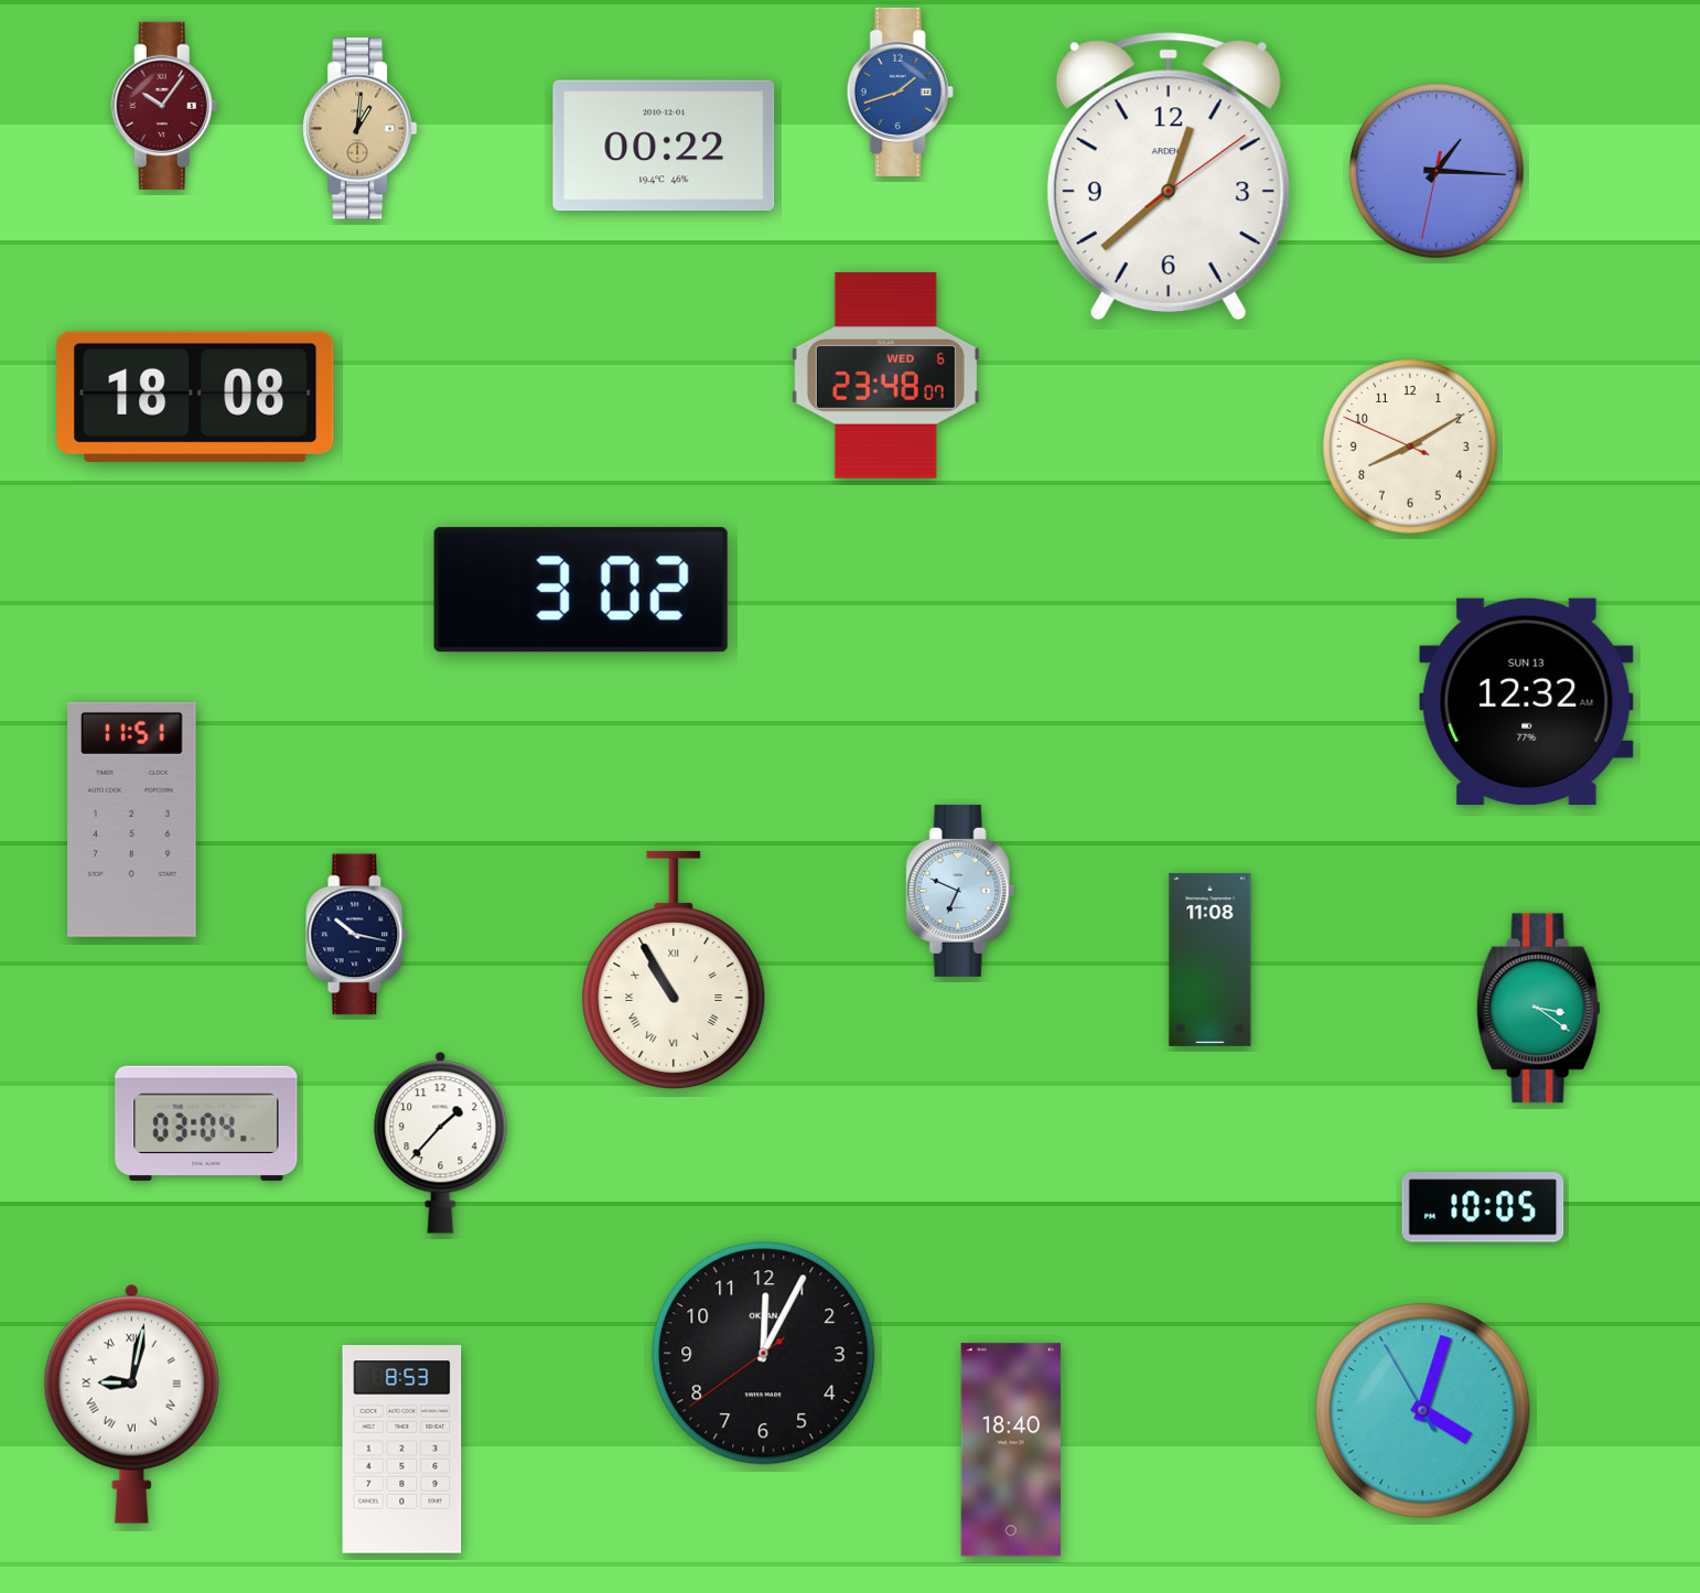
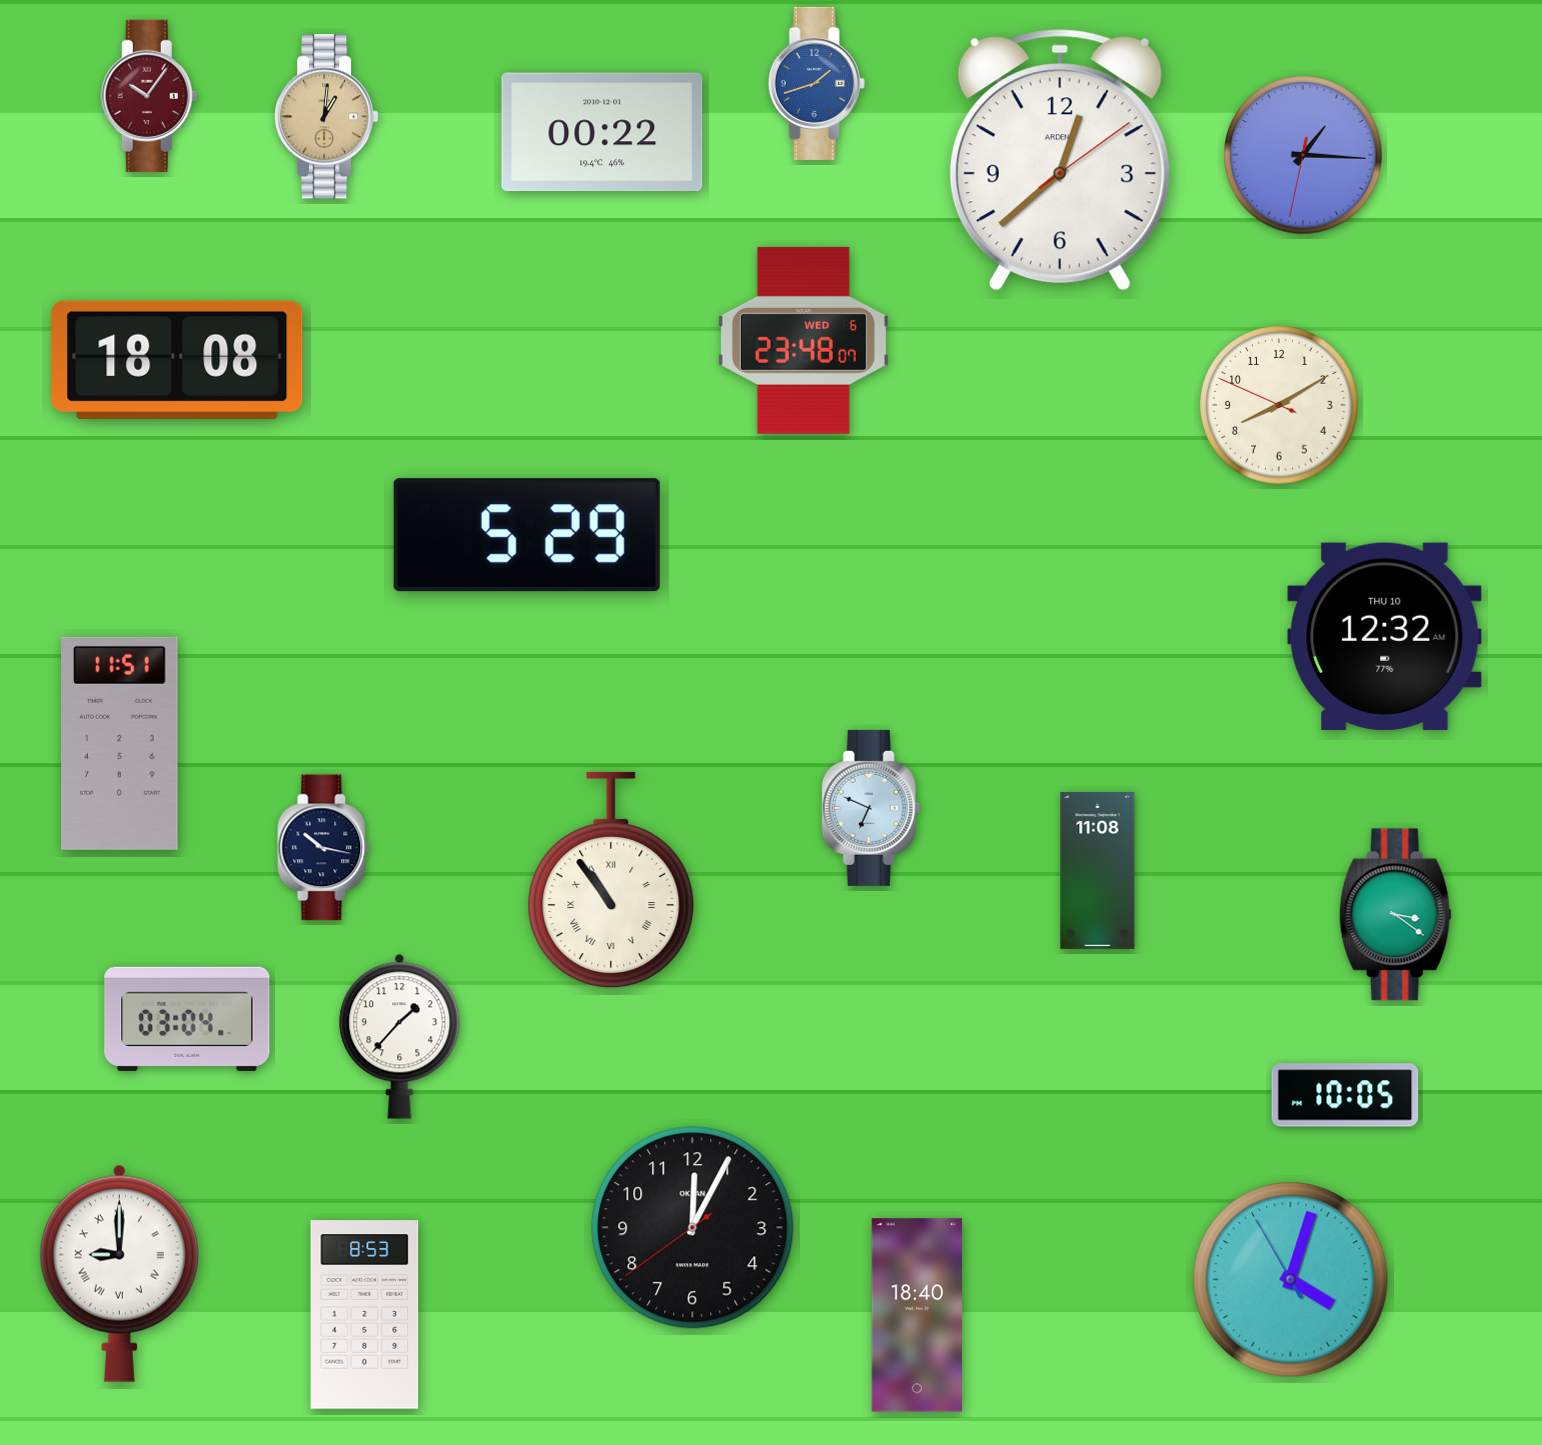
clock at (581, 590): 3:02 -> 5:29
clock at (1527, 701) date: SUN 13 -> THU 10
clock at (674, 970): 10:55 -> 10:54
clock at (131, 1403): 9:02 -> 9:00
